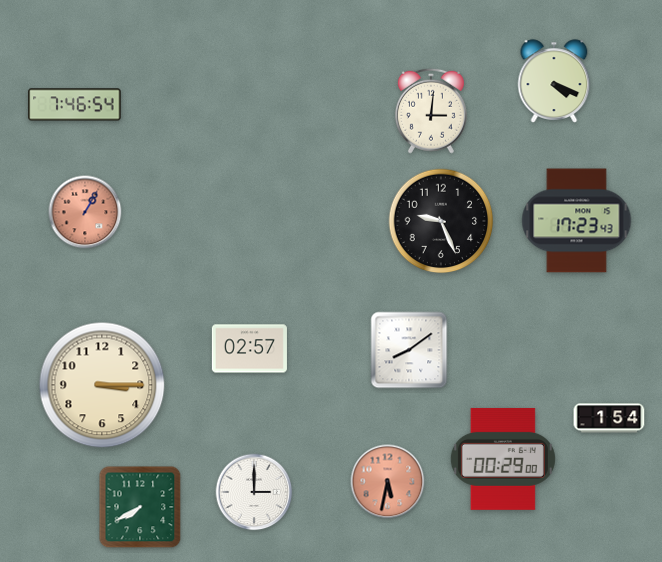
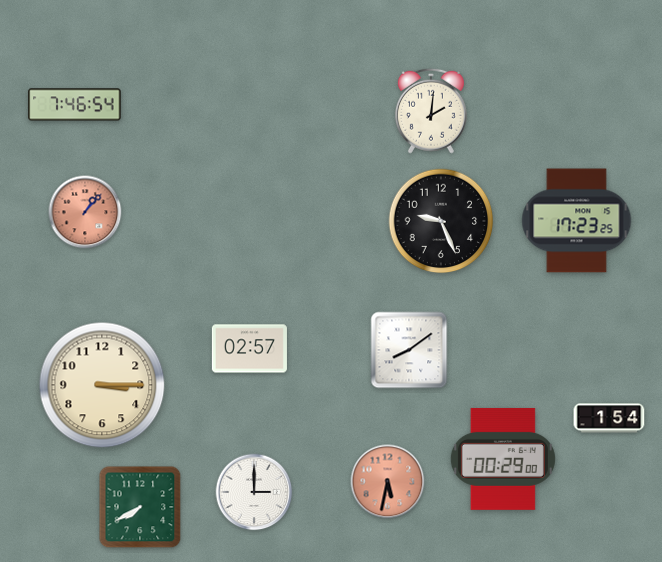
clock at (554, 81): 4:19 -> none
clock at (431, 111): 3:01 -> 2:01
clock at (85, 212): 1:05 -> 1:07
clock at (577, 221): 17:23:43 -> 17:23:25
